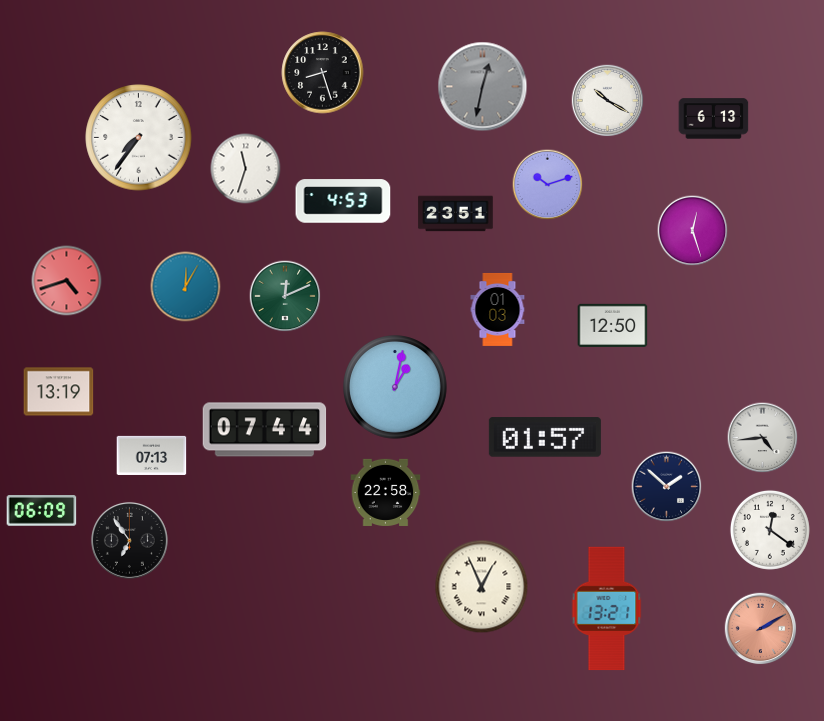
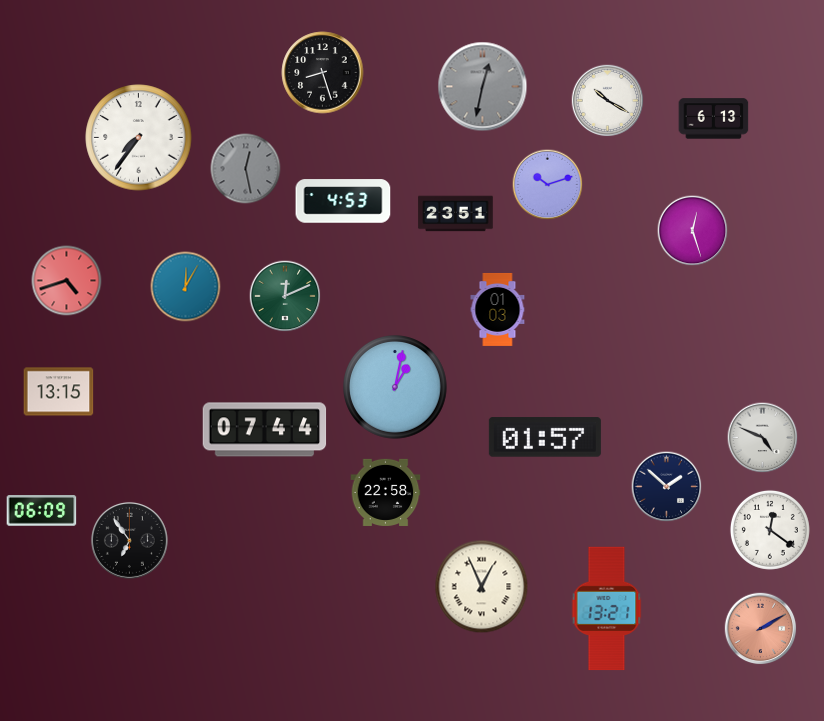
clock at (246, 169): 11:33 -> 12:28
clock at (246, 169) dial: white -> grey
clock at (613, 325): 12:50 -> none
clock at (59, 392): 13:19 -> 13:15
clock at (763, 438): 4:44 -> 4:49
clock at (152, 455): 07:13 -> none
